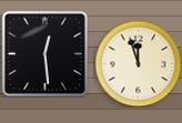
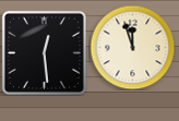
clock at (138, 63) position: (138, 63) -> (132, 47)
